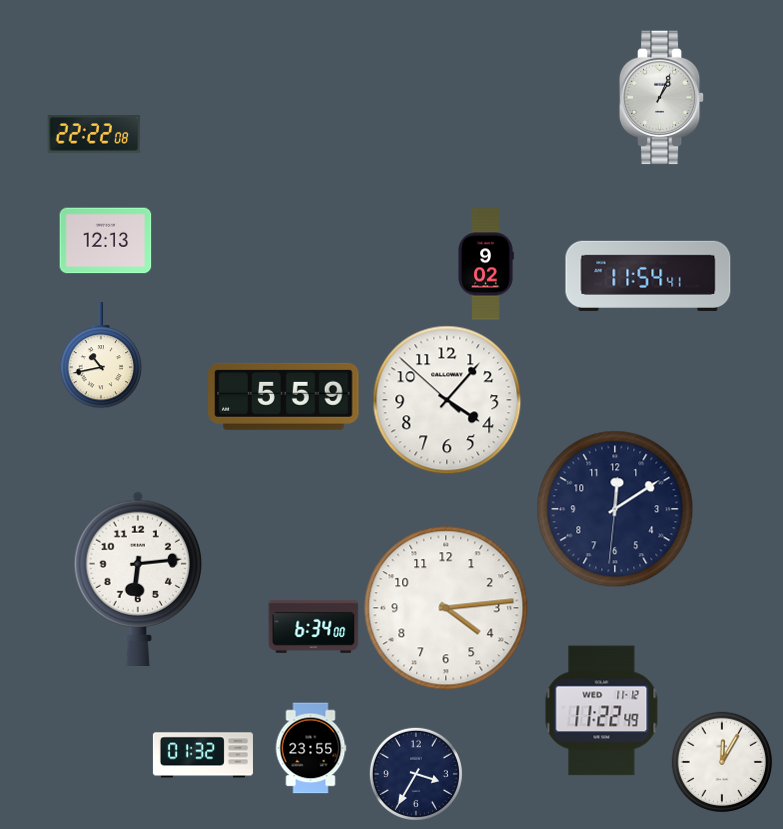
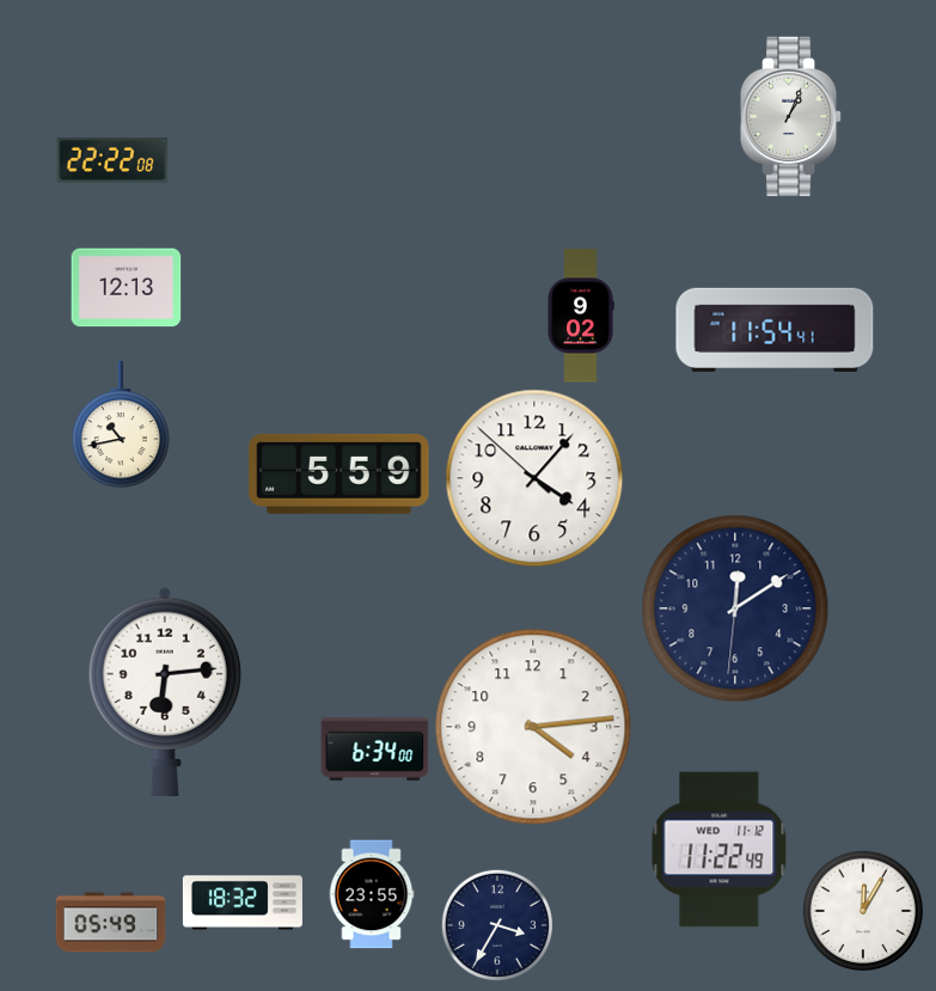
clock at (203, 755): 01:32 -> 18:32
clock at (111, 923): none -> 05:49
